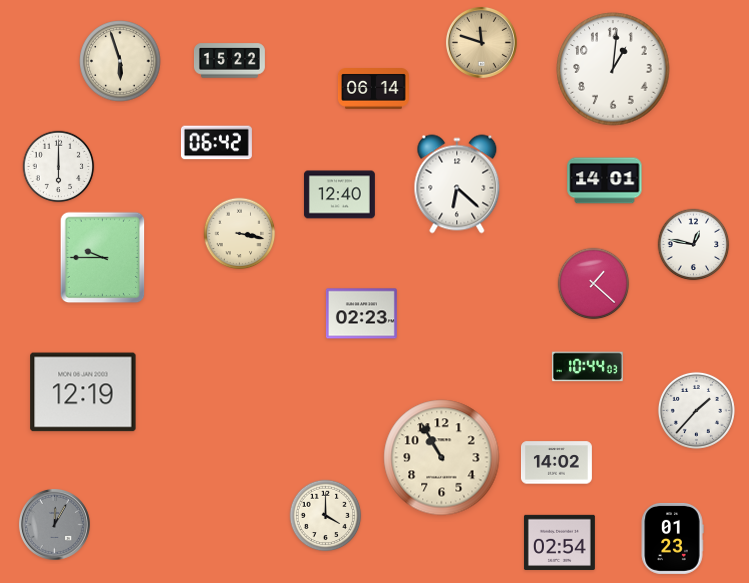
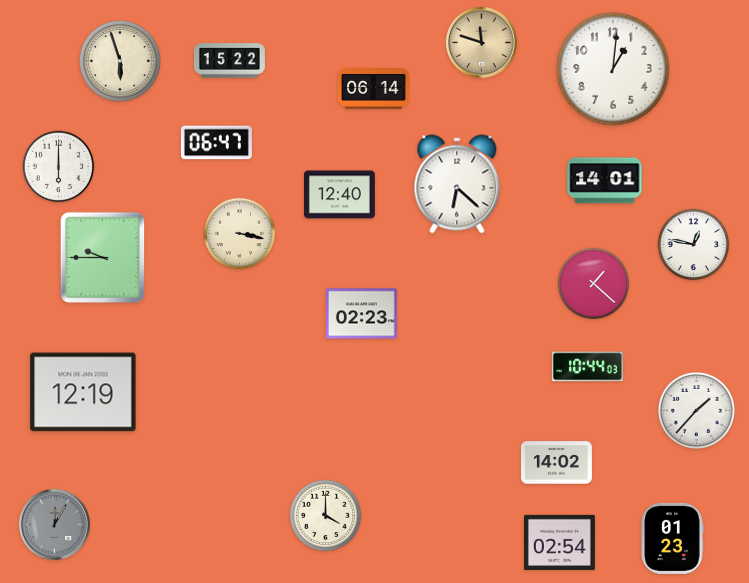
clock at (216, 143): 06:42 -> 06:47
clock at (442, 458): 10:55 -> none
